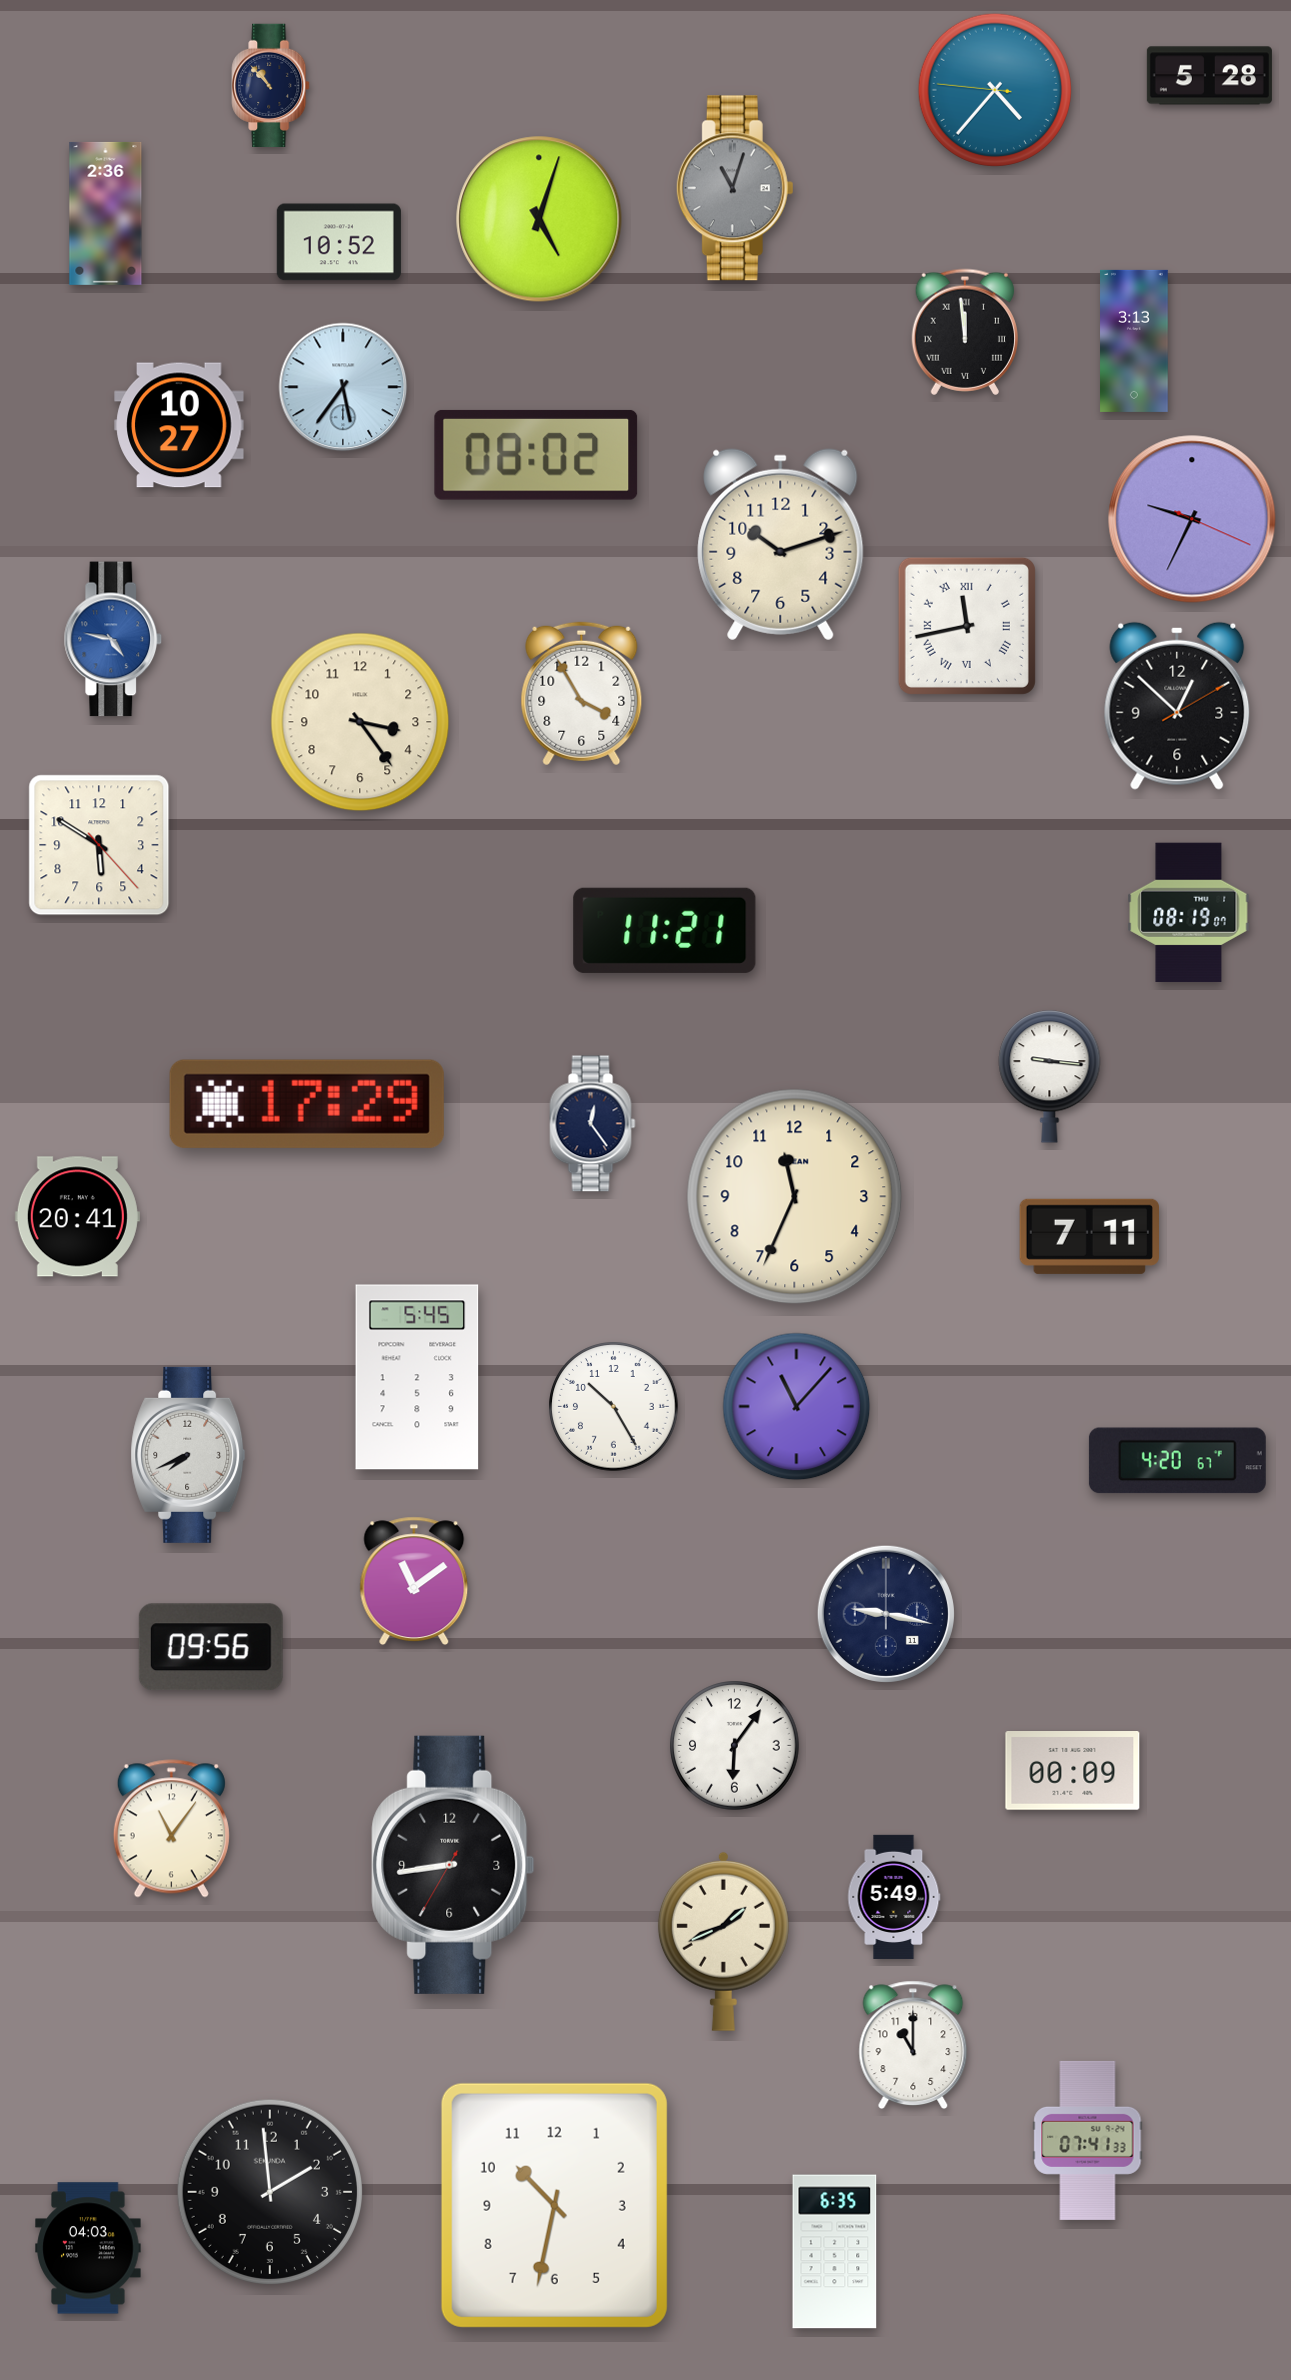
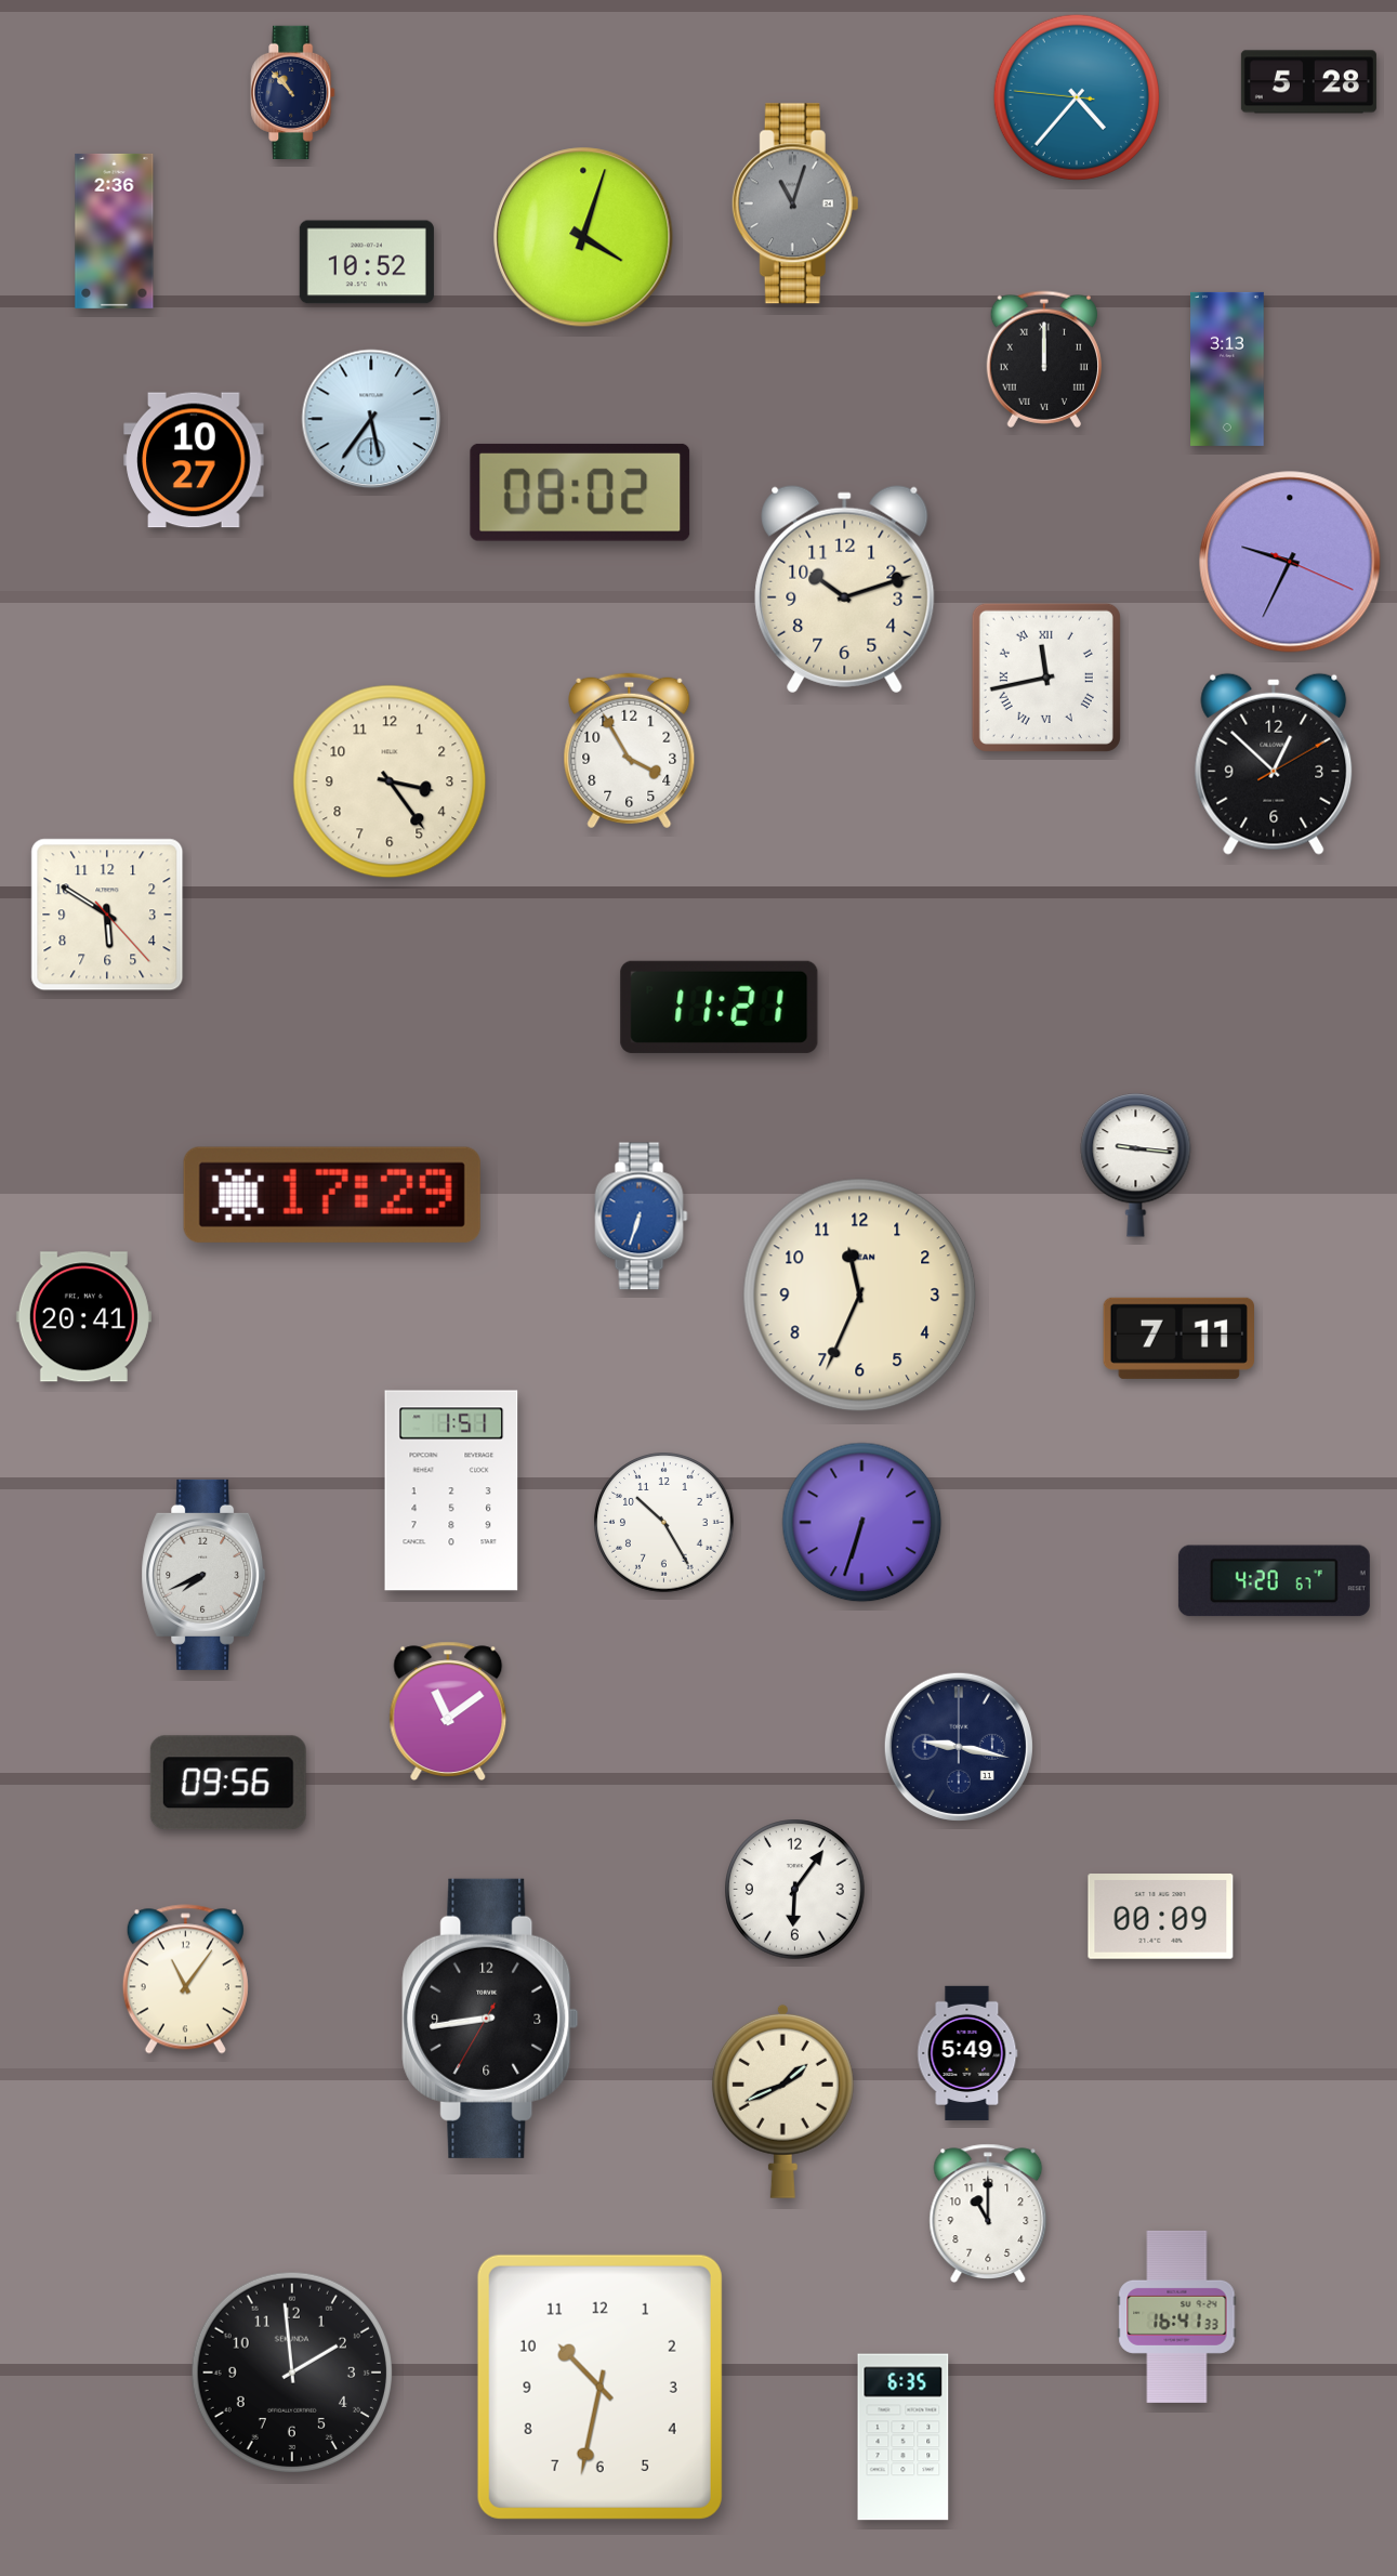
clock at (539, 219): 5:03 -> 4:03
clock at (965, 332): 11:59 -> 12:00
clock at (113, 639): 4:47 -> none
clock at (1189, 912): 08:19 -> none
clock at (593, 1124): 12:24 -> 6:33
clock at (593, 1124) dial: navy -> blue
clock at (417, 1377): 5:45 -> 1:51
clock at (797, 1407): 11:07 -> 6:33
clock at (1088, 2140): 07:41 -> 16:41
clock at (88, 2248): 04:03 -> none
